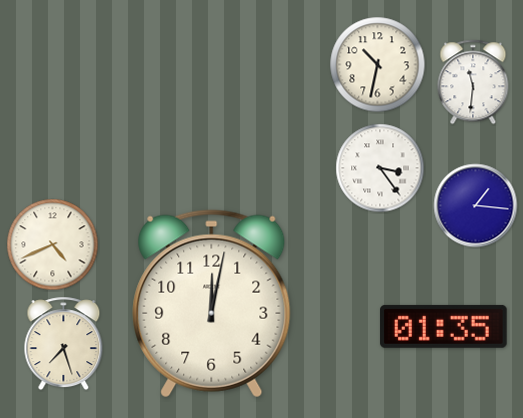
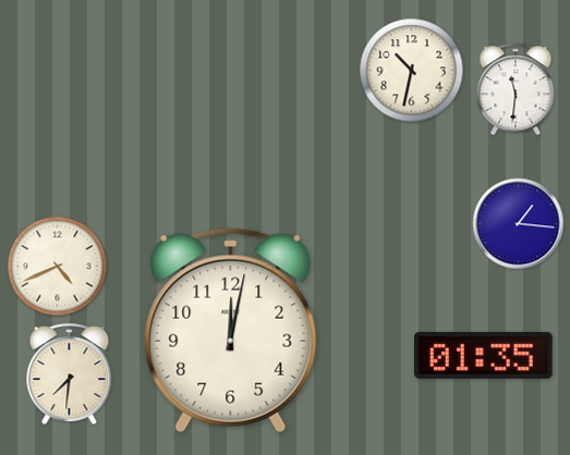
clock at (380, 168): 3:24 -> none
clock at (64, 344): 7:27 -> 7:31
